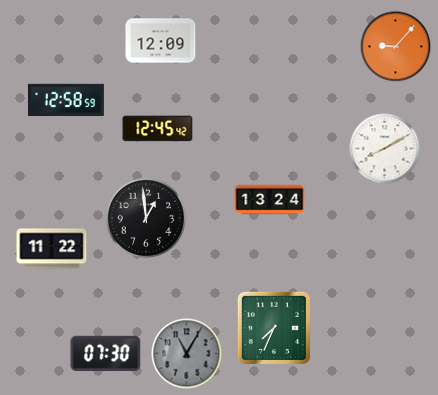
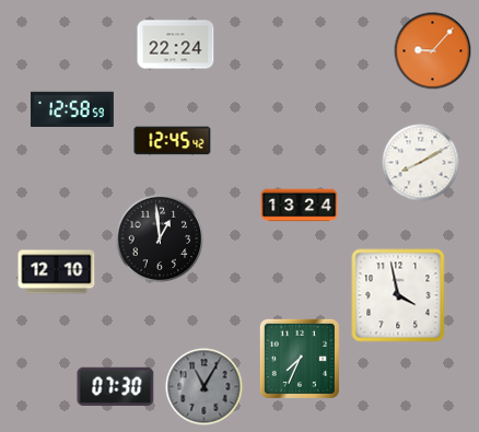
clock at (161, 41): 12:09 -> 22:24
clock at (270, 200) position: (270, 200) -> (300, 206)
clock at (52, 249): 11:22 -> 12:10
clock at (398, 295): none -> 3:58
